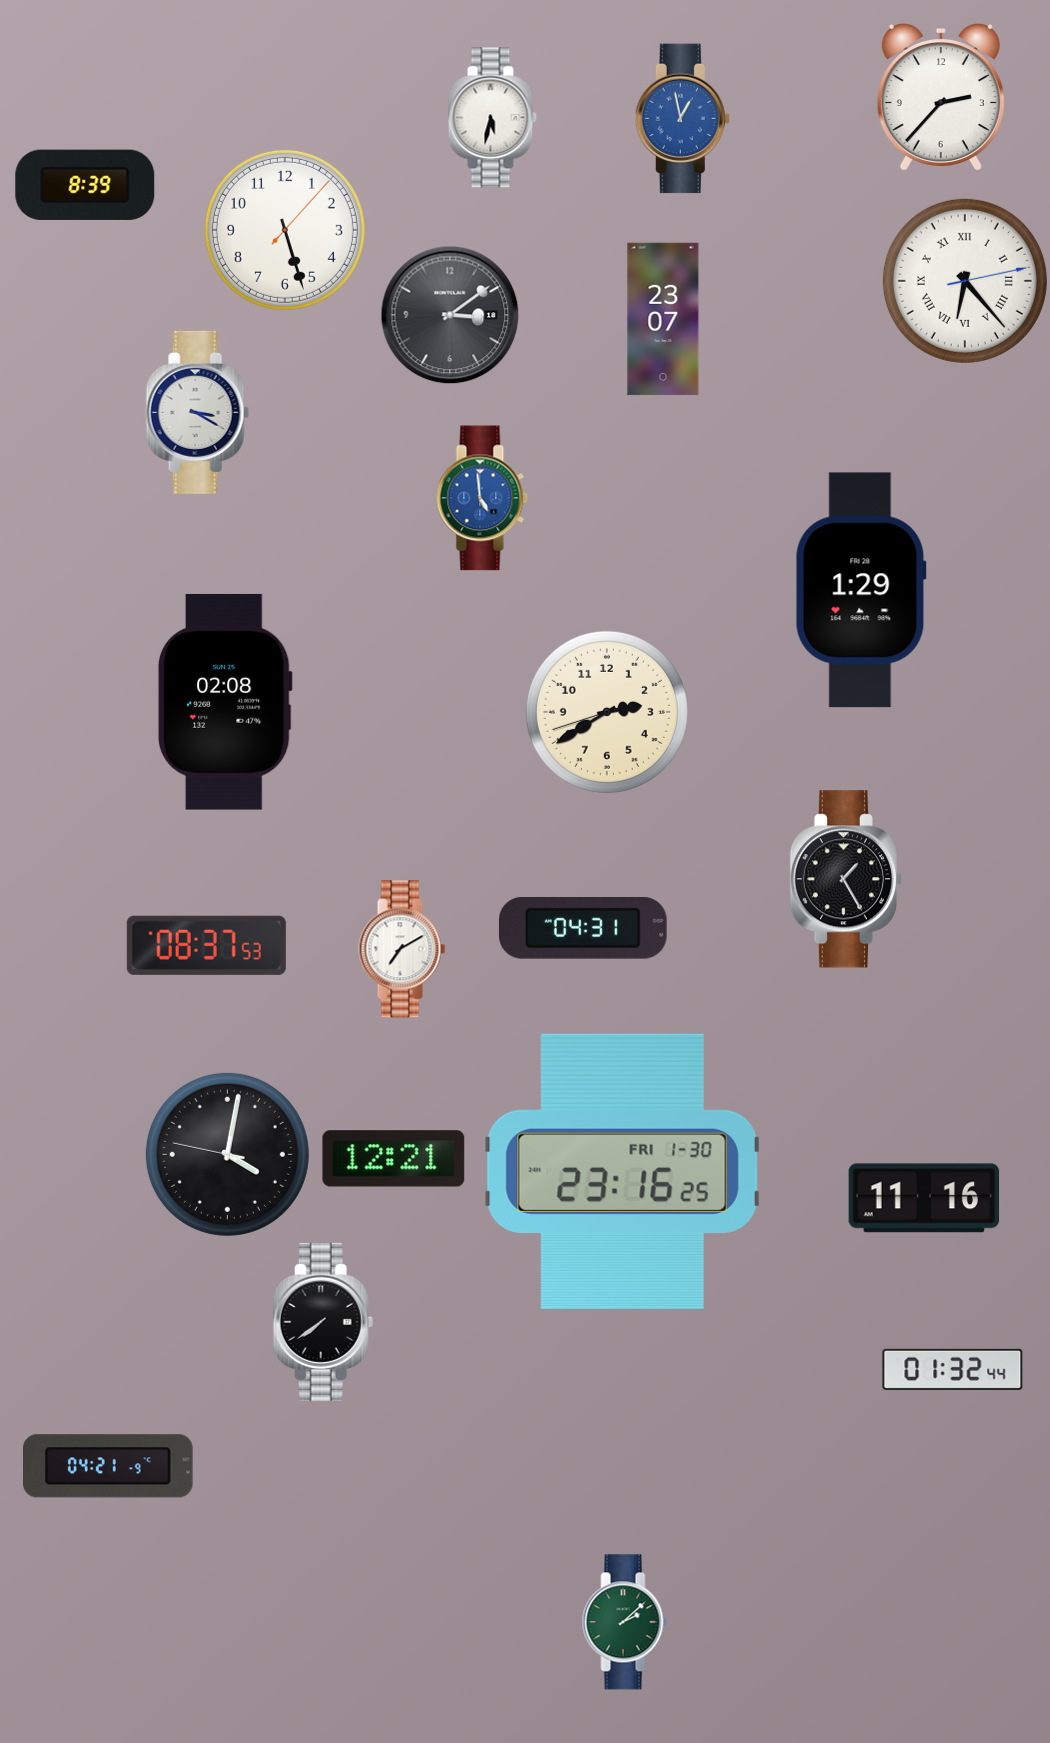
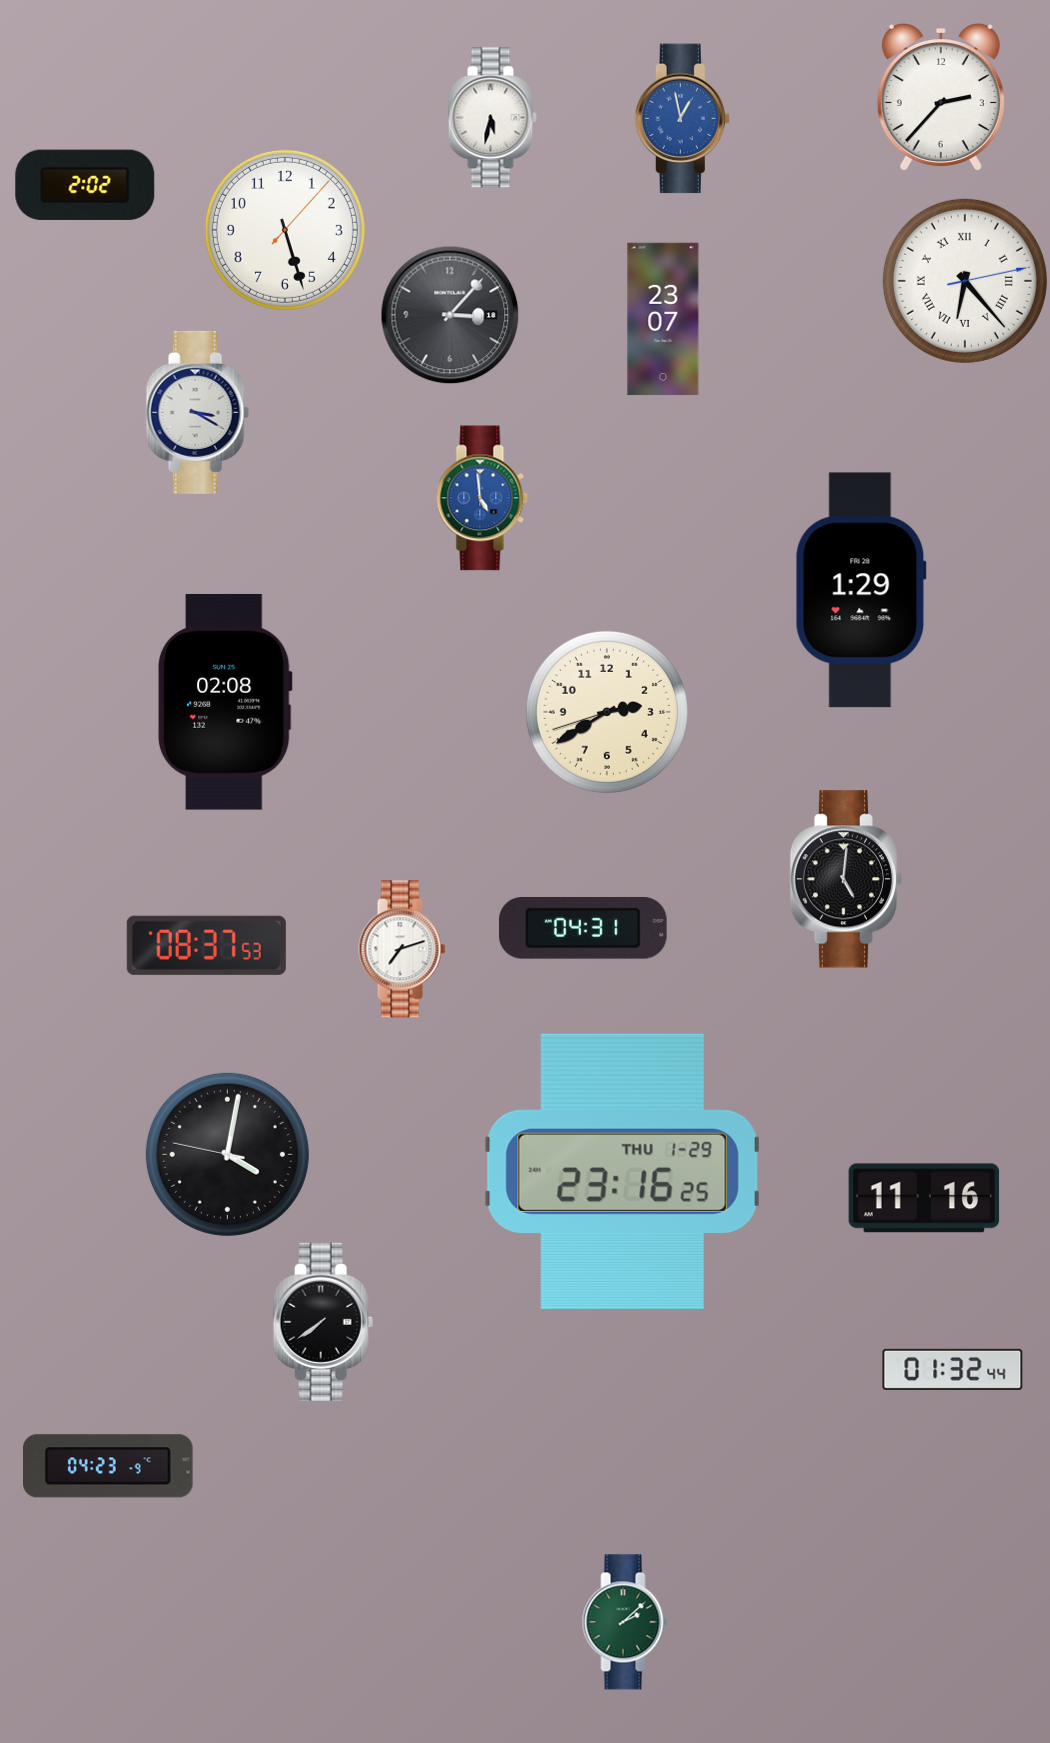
clock at (85, 185): 8:39 -> 2:02
clock at (450, 315): 3:09 -> 3:07
clock at (845, 879): 1:25 -> 5:01
clock at (402, 949): 7:10 -> 7:12
clock at (394, 1159): 12:21 -> none
clock at (622, 1171) date: FRI 1-30 -> THU 1-29
clock at (109, 1466): 04:21 -> 04:23
